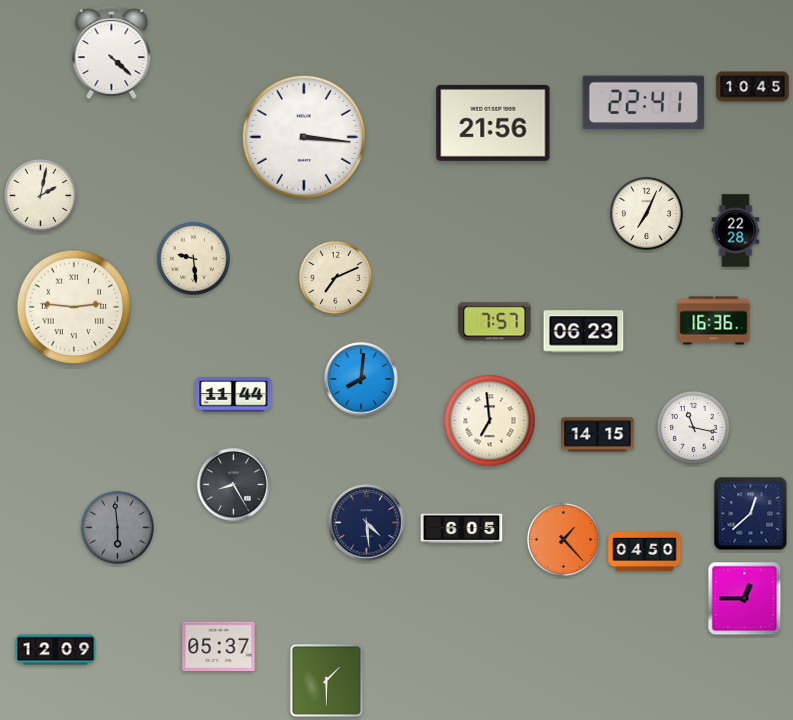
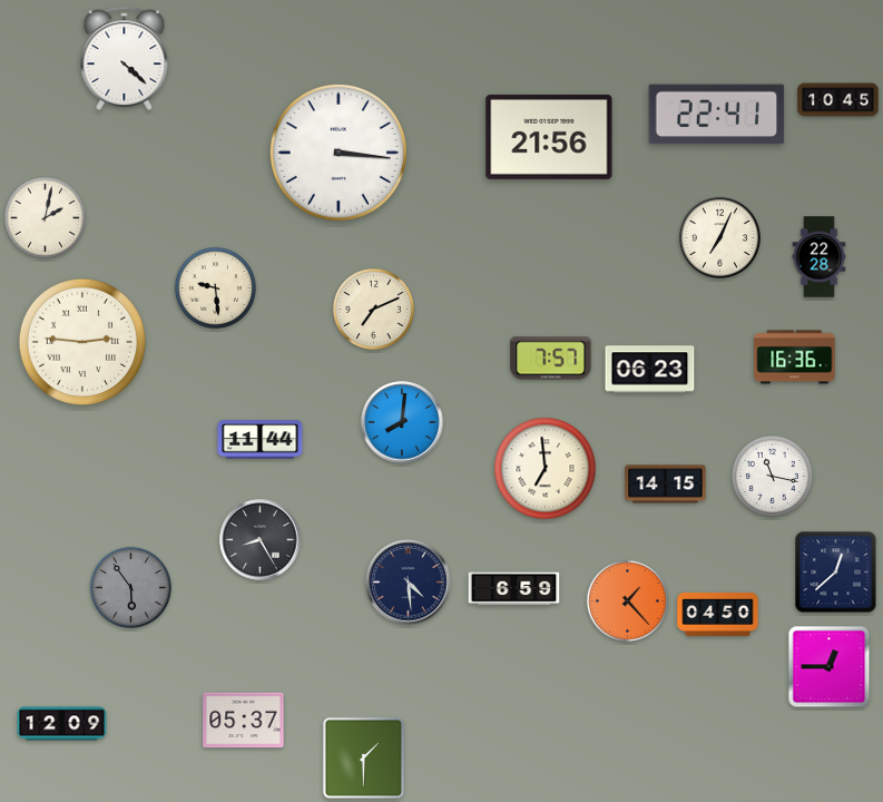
clock at (753, 87) position: (753, 87) -> (838, 100)
clock at (117, 527): 5:59 -> 5:54
clock at (462, 529): 6:05 -> 6:59
